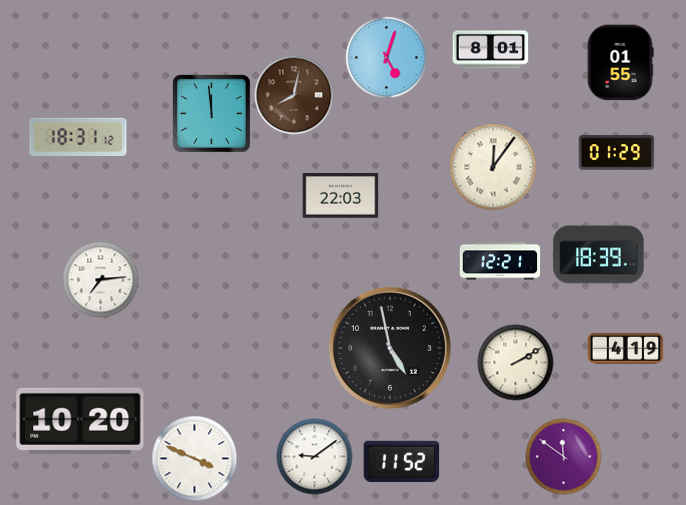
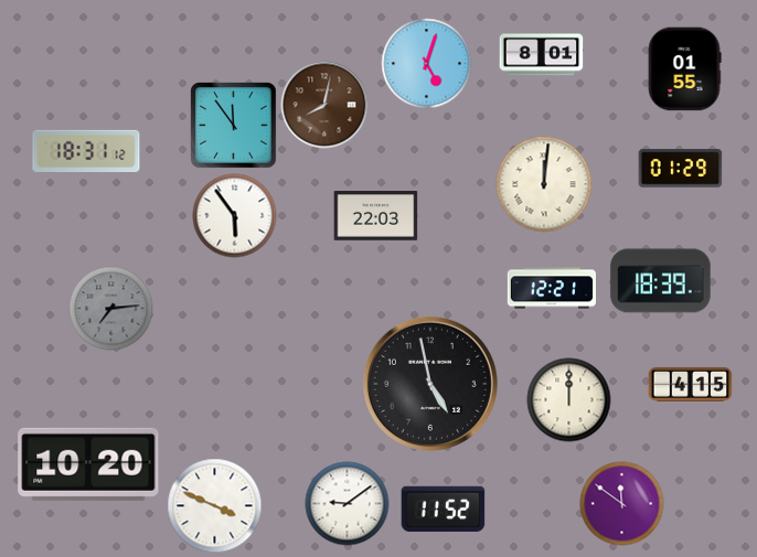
clock at (212, 114): 11:59 -> 11:54
clock at (493, 167): 12:06 -> 12:01
clock at (235, 216): none -> 5:54
clock at (101, 280) dial: white -> grey
clock at (626, 348): 4:19 -> 4:15
clock at (516, 363): 2:10 -> 12:00
